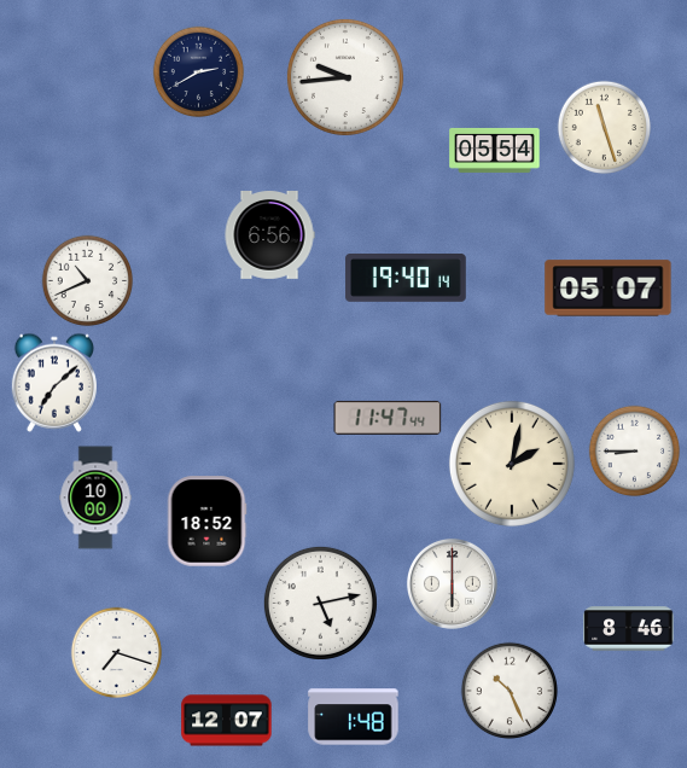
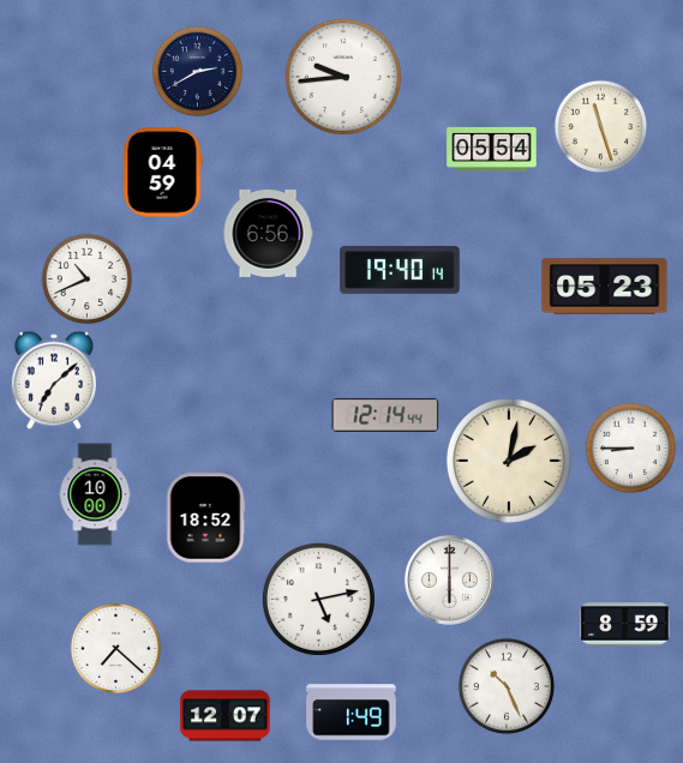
clock at (162, 173): none -> 04:59
clock at (406, 279) position: (406, 279) -> (400, 271)
clock at (609, 289): 05:07 -> 05:23
clock at (388, 418): 11:47 -> 12:14
clock at (629, 629): 8:46 -> 8:59
clock at (117, 653): 7:18 -> 7:22
clock at (354, 717): 1:48 -> 1:49
